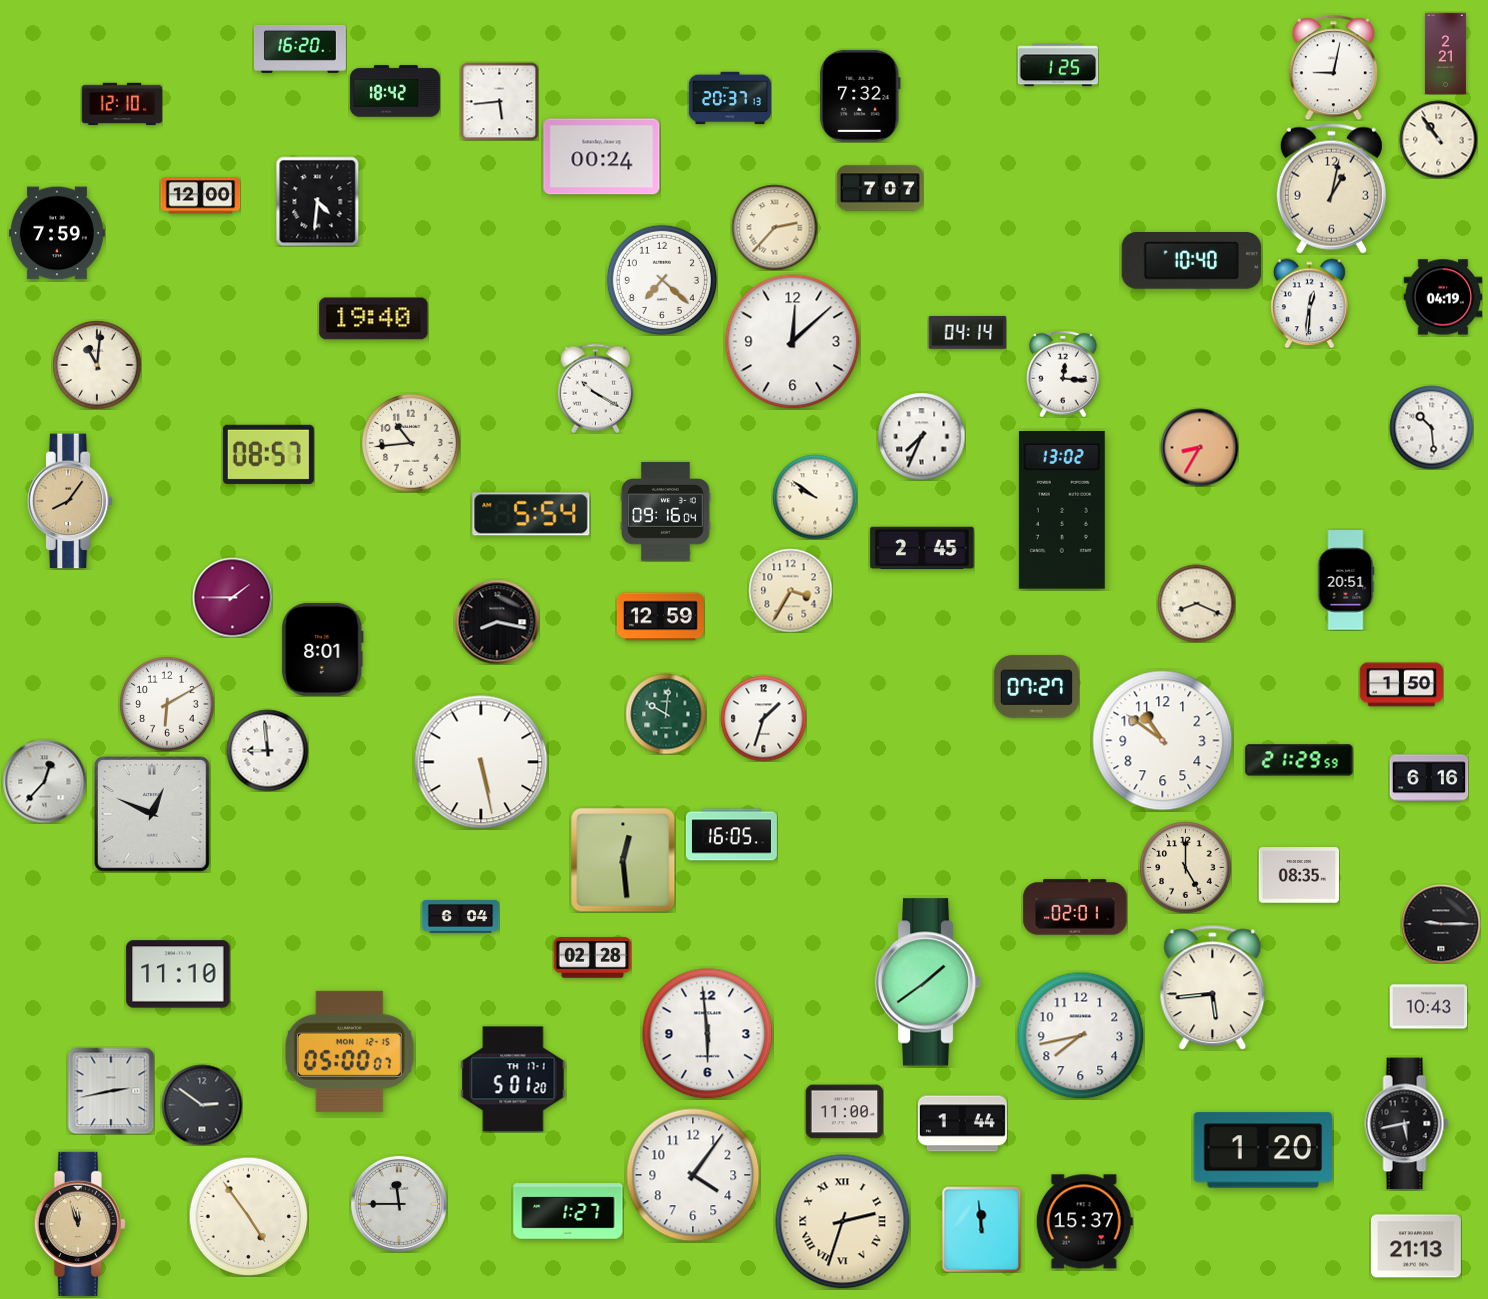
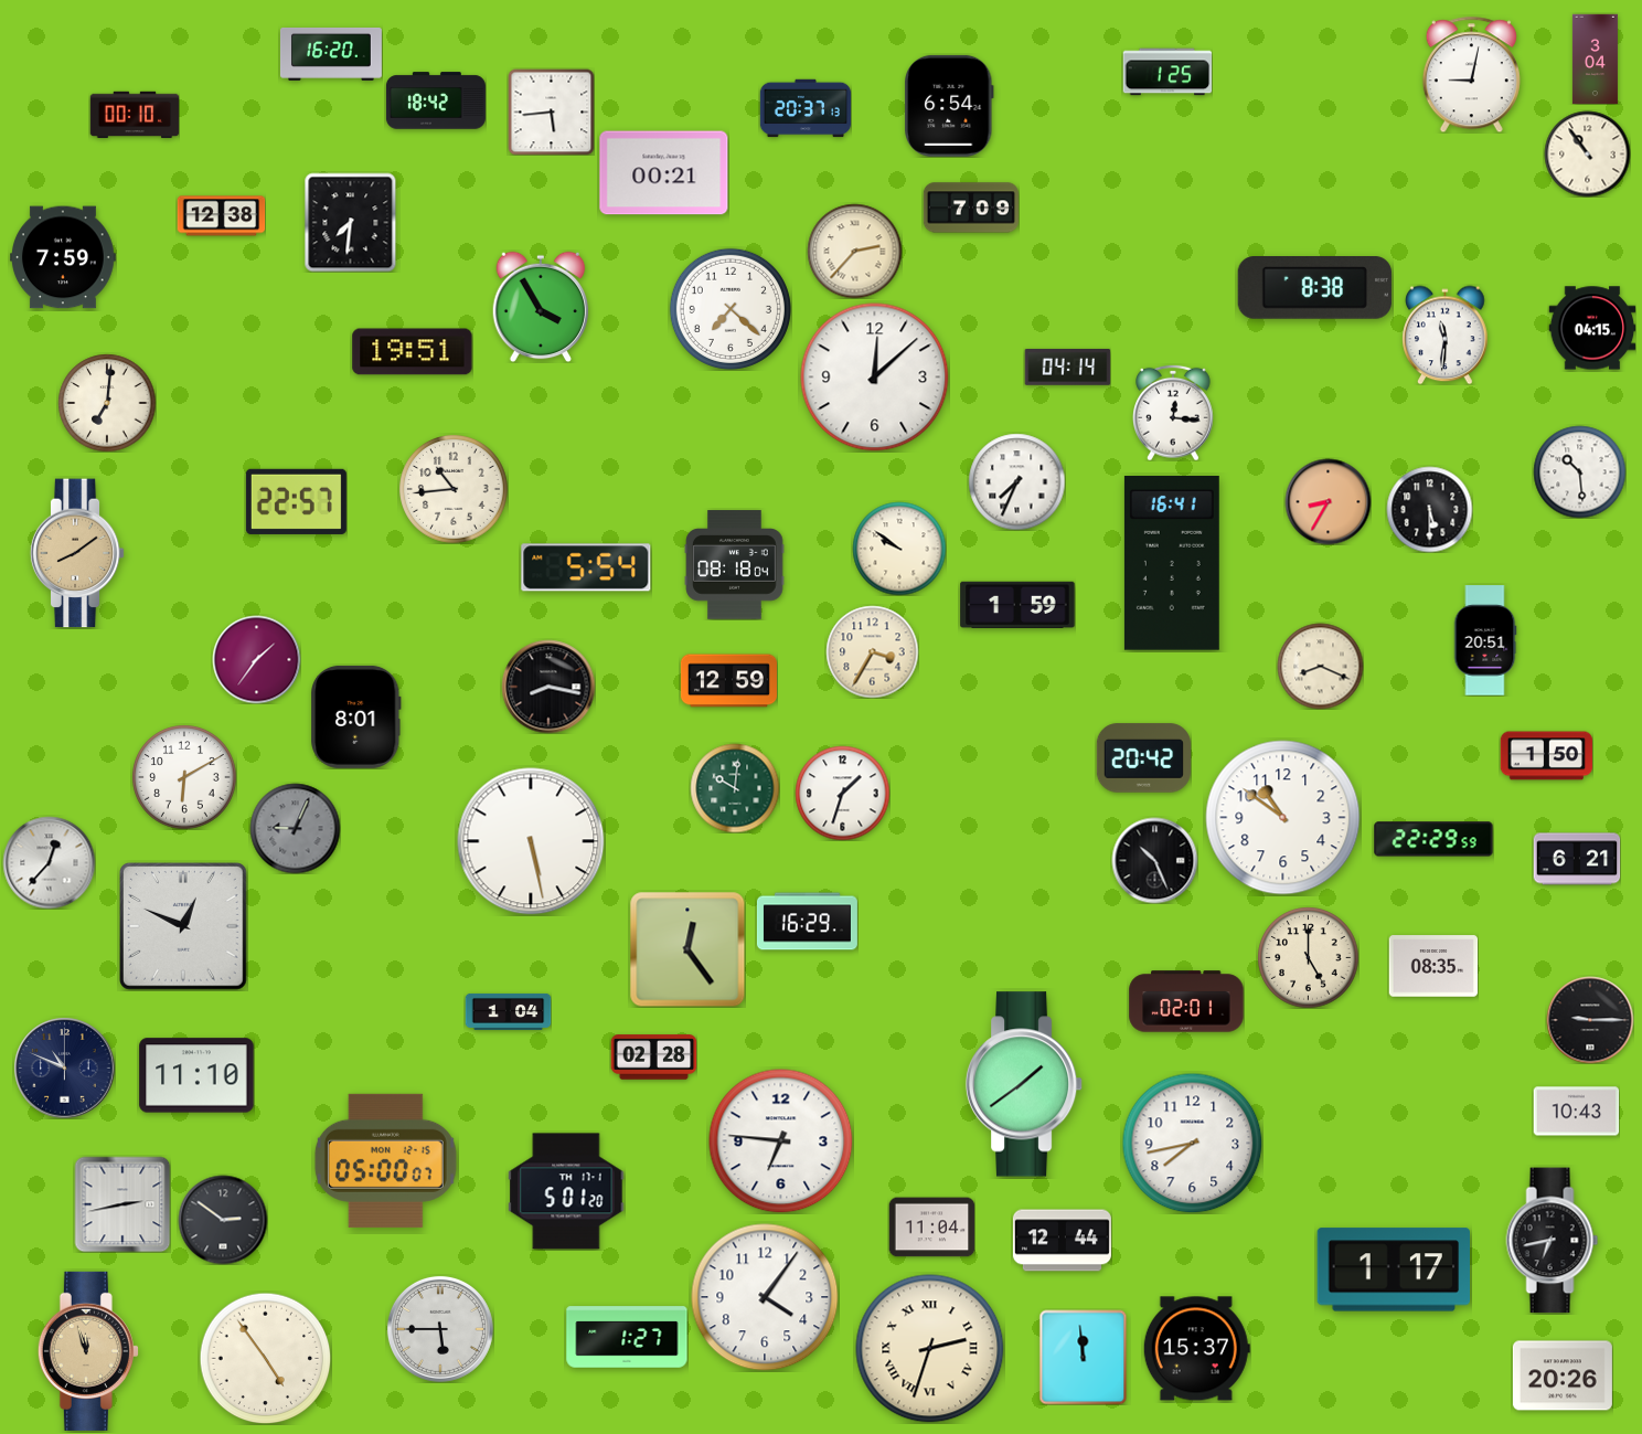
clock at (1445, 53): 2:21 -> 3:04
clock at (860, 96): 7:32 -> 6:54
clock at (122, 104): 12:10 -> 00:10
clock at (602, 157): 00:24 -> 00:21
clock at (880, 188): 7:07 -> 7:09
clock at (1331, 188): 1:02 -> none
clock at (200, 196): 12:00 -> 12:38
clock at (318, 201): 4:31 -> 7:31
clock at (1191, 261): 10:40 -> 8:38
clock at (541, 307): none -> 3:55
clock at (1443, 297): 04:19 -> 04:15
clock at (1310, 303): 12:31 -> 11:31
clock at (374, 319): 19:40 -> 19:51
clock at (97, 365): 11:01 -> 7:01
clock at (595, 388): 10:20 -> none
clock at (1199, 447) position: (1199, 447) -> (1328, 501)
clock at (268, 454): 08:57 -> 22:57
clock at (1429, 509): none -> 5:30
clock at (70, 501): 8:06 -> 8:09
clock at (1062, 510): 13:02 -> 16:41
clock at (666, 512): 09:16 -> 08:18
clock at (922, 548): 2:45 -> 1:59
clock at (232, 597): 1:45 -> 1:36
clock at (1036, 687): 07:27 -> 20:42
clock at (267, 750): 8:59 -> 9:04
clock at (267, 750) dial: white -> grey
clock at (1299, 760): 21:29 -> 22:29
clock at (1429, 778): 6:16 -> 6:21
clock at (1154, 860): none -> 10:26
clock at (153, 815) position: (153, 815) -> (184, 927)
clock at (731, 835): 16:05 -> 16:29
clock at (623, 860): 12:29 -> 12:24
clock at (460, 916): 6:04 -> 1:04
clock at (64, 1067): none -> 10:49
clock at (1213, 988): 5:44 -> none
clock at (708, 1034): 5:59 -> 6:46
clock at (844, 1112): 11:00 -> 11:04
clock at (962, 1124): 1:44 -> 12:44
clock at (1407, 1124): 5:43 -> 6:43
clock at (1262, 1150): 1:20 -> 1:17
clock at (399, 1204): 11:45 -> 5:45
clock at (248, 1216) position: (248, 1216) -> (265, 1358)
clock at (1416, 1246): 21:13 -> 20:26
